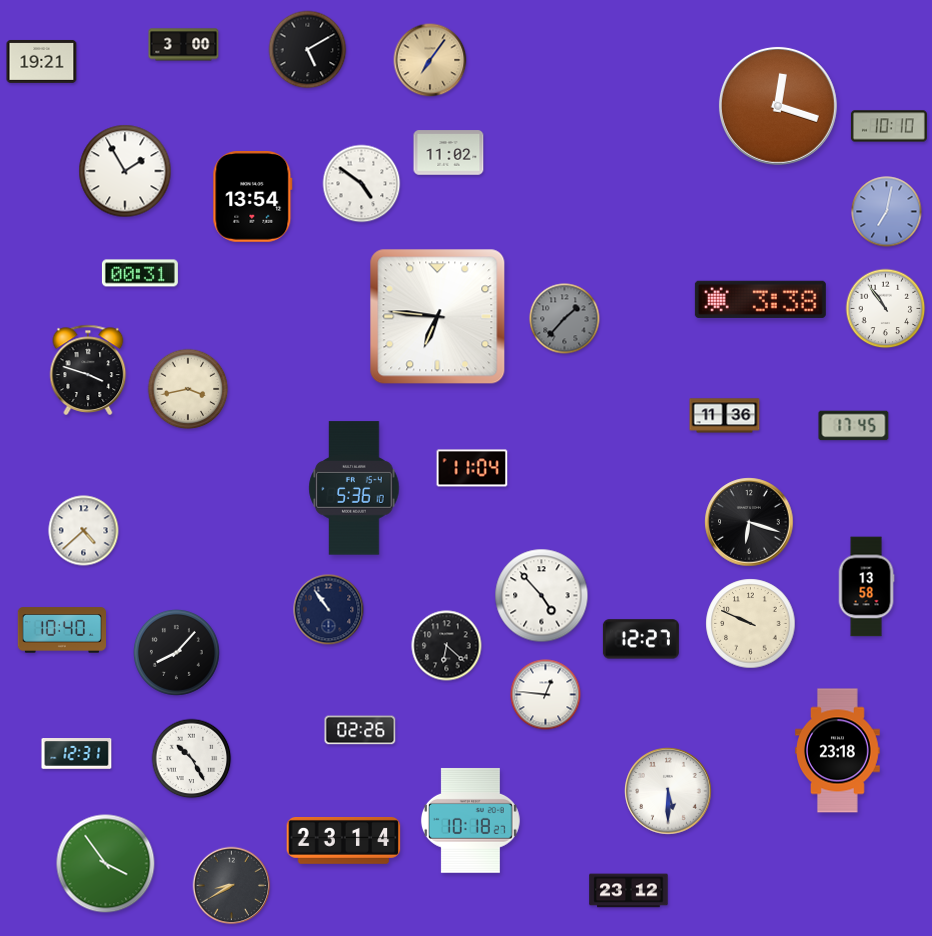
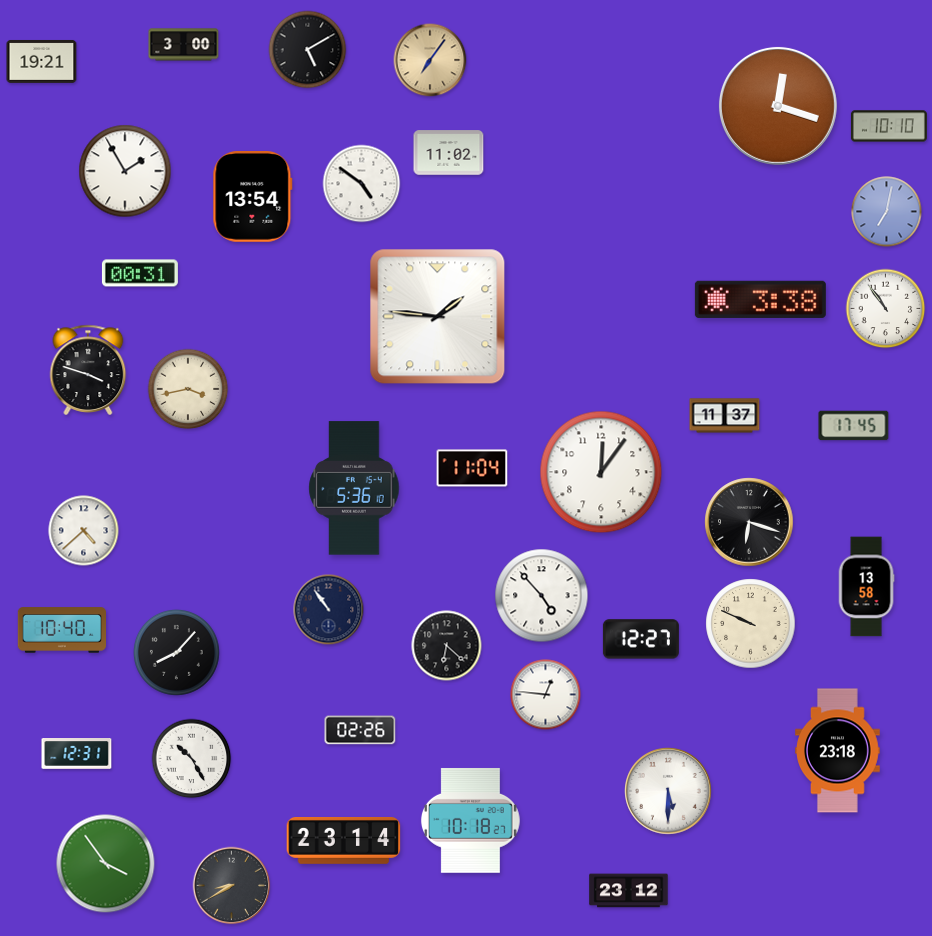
clock at (438, 317): 6:46 -> 1:46
clock at (565, 319): 1:37 -> none
clock at (725, 416): 11:36 -> 11:37
clock at (601, 472): none -> 12:06
